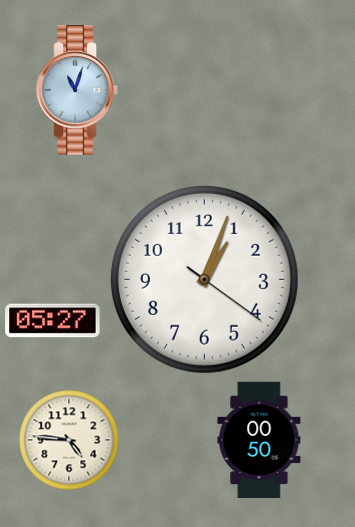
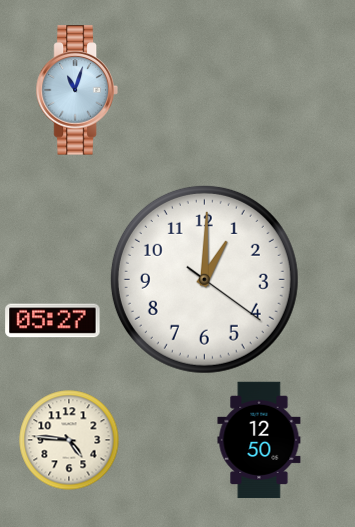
clock at (204, 279): 1:03 -> 1:00
clock at (259, 440): 00:50 -> 12:50
